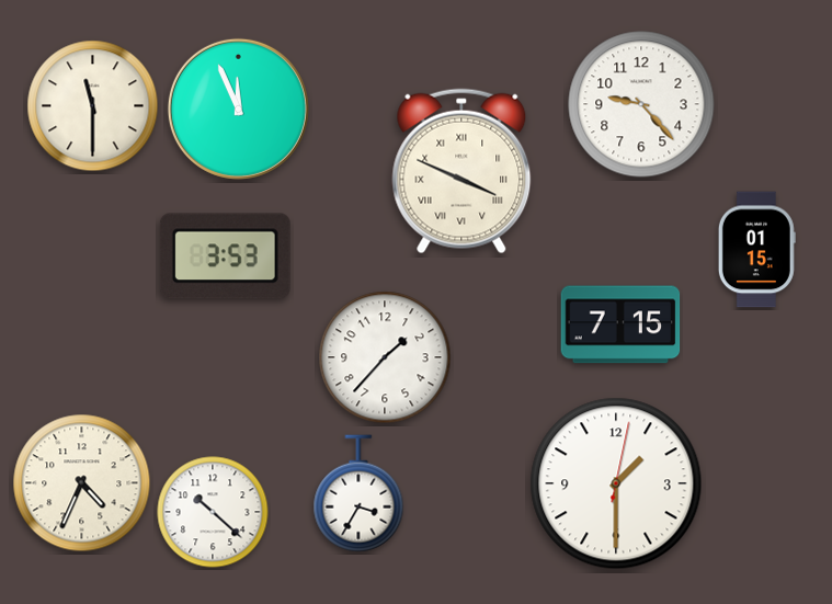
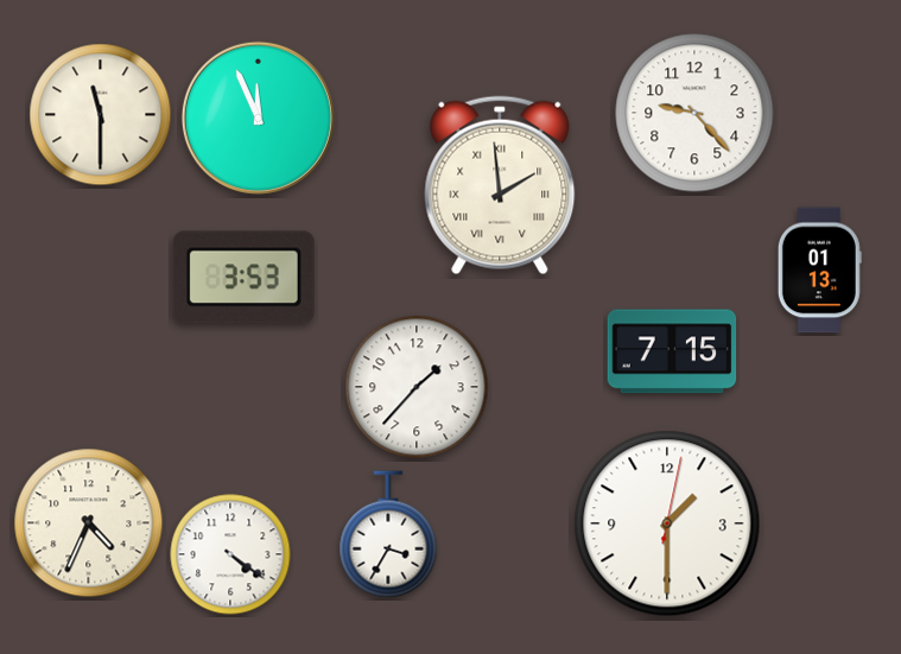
clock at (461, 171): 3:49 -> 1:59
clock at (756, 250): 01:15 -> 01:13
clock at (213, 512): 10:22 -> 4:21
